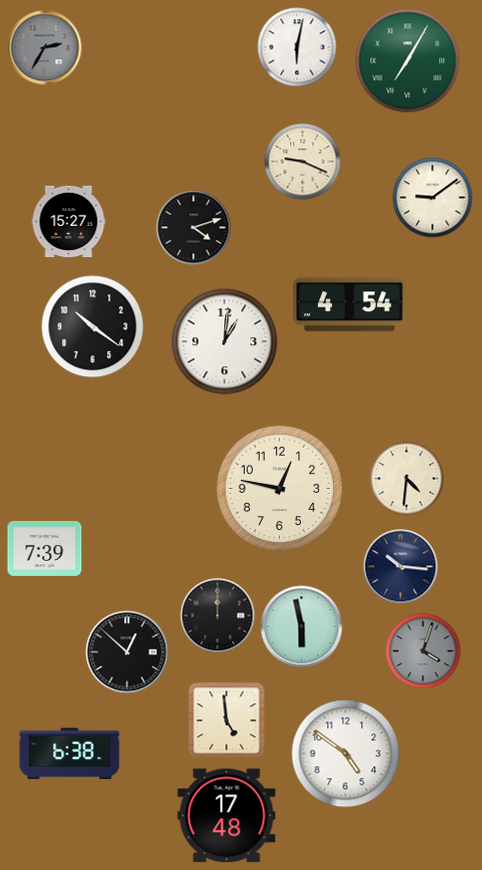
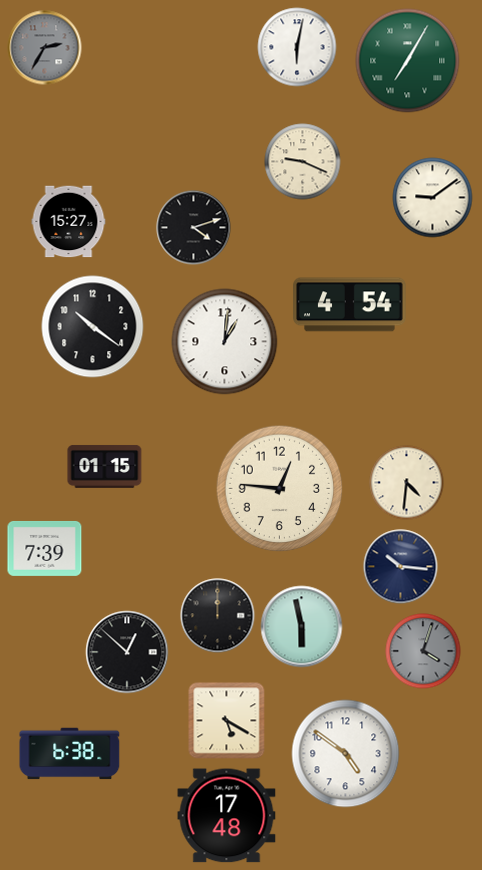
clock at (105, 466): none -> 01:15
clock at (407, 479) position: (407, 479) -> (407, 483)
clock at (280, 489): 12:47 -> 12:46
clock at (227, 721): 4:59 -> 5:20
